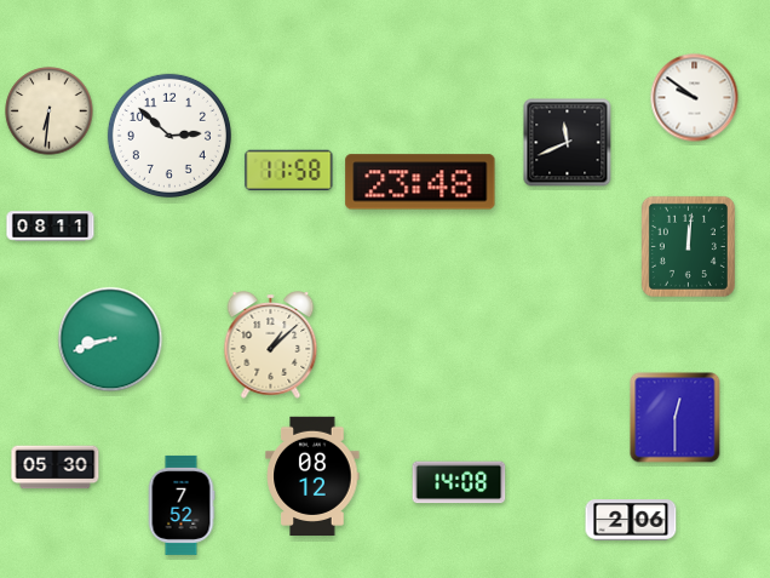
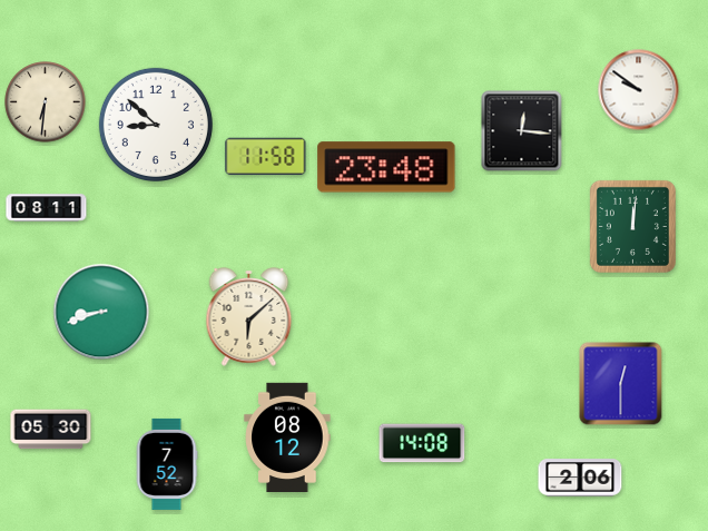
clock at (169, 136): 2:52 -> 8:52
clock at (568, 143): 11:41 -> 12:16
clock at (271, 345): 1:08 -> 6:08
